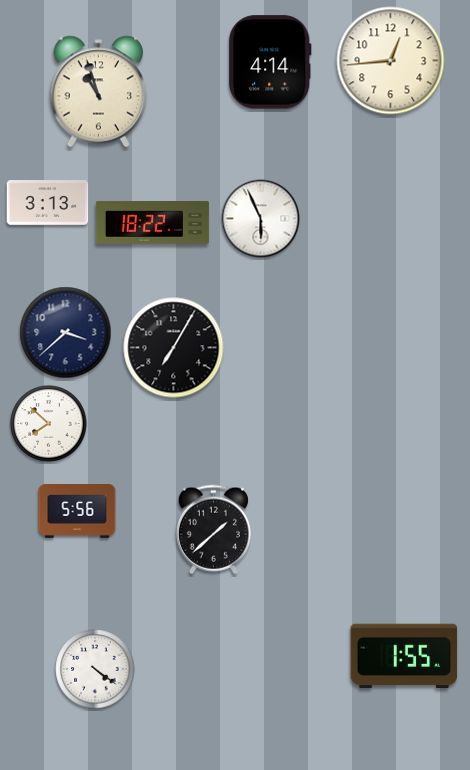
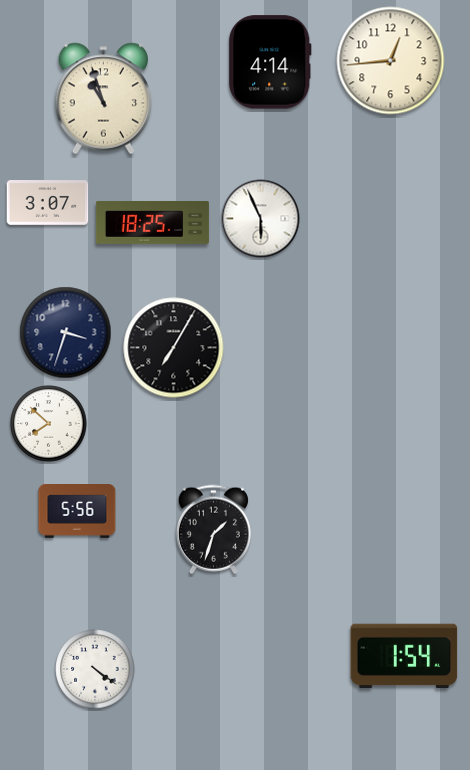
clock at (98, 92) position: (98, 92) -> (103, 99)
clock at (48, 203): 3:13 -> 3:07
clock at (152, 223): 18:22 -> 18:25
clock at (66, 333): 3:38 -> 3:33
clock at (213, 530): 1:38 -> 1:33
clock at (404, 656): 1:55 -> 1:54
